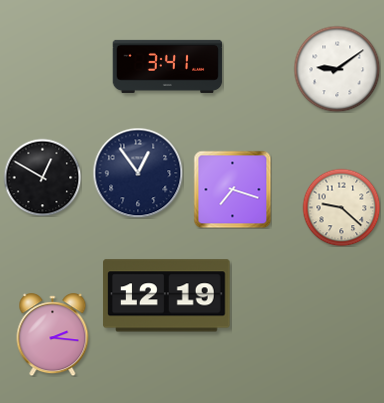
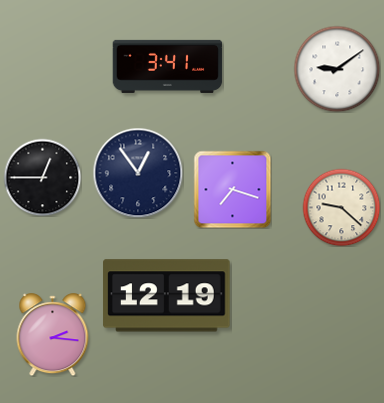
clock at (42, 177): 12:50 -> 12:45
